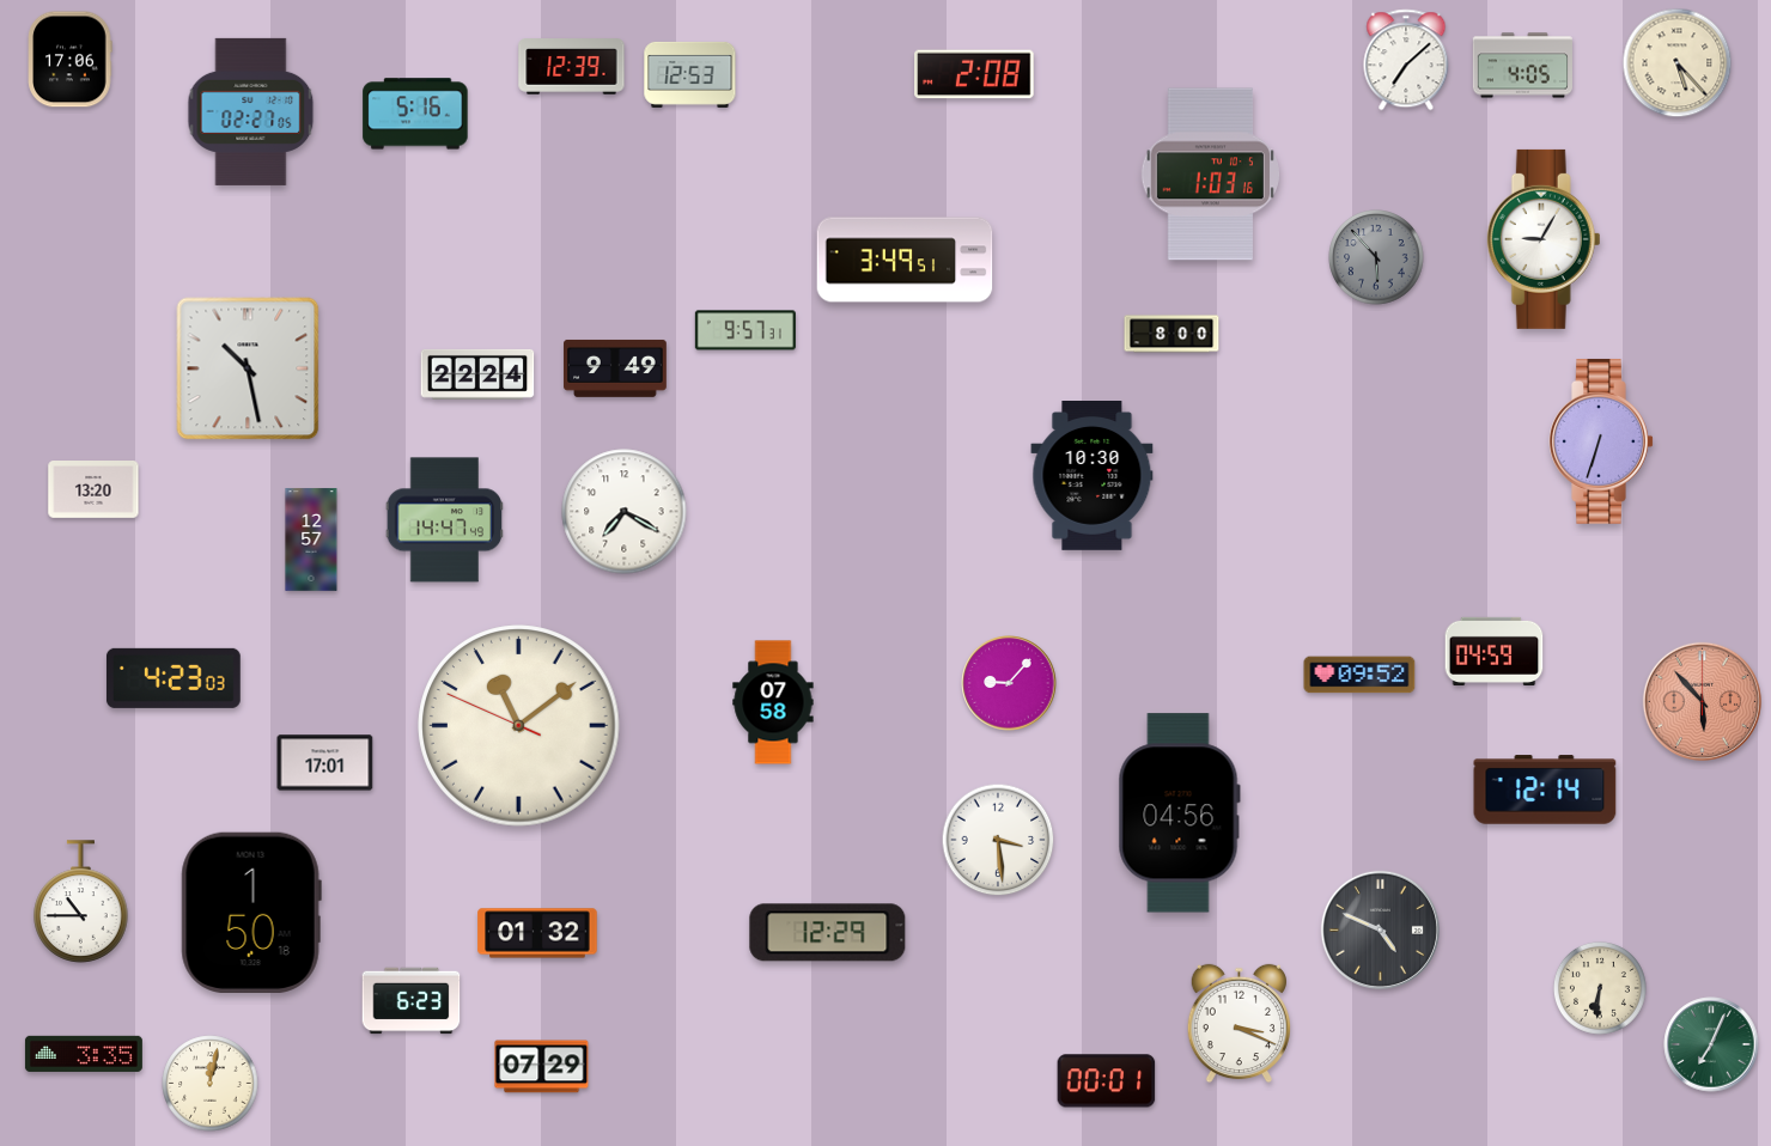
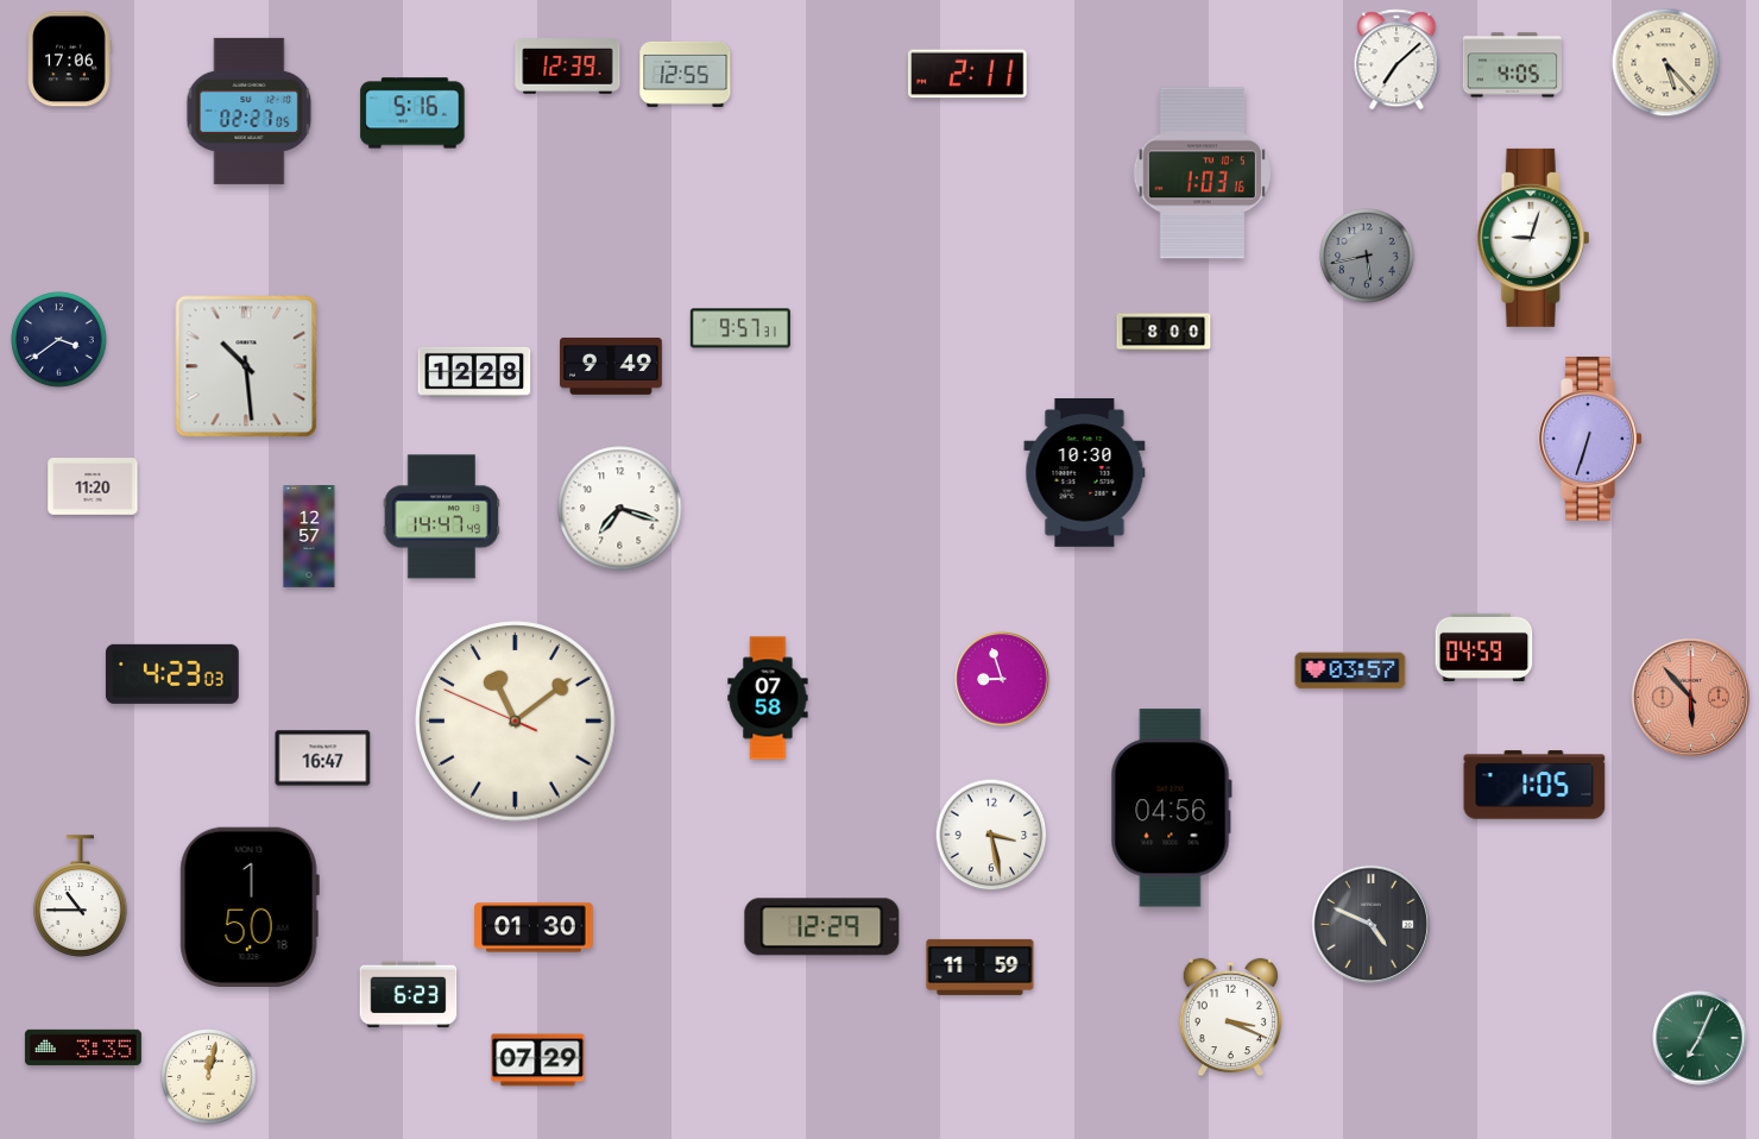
clock at (690, 74): 12:53 -> 12:55
clock at (974, 74): 2:08 -> 2:11
clock at (1544, 239): 9:05 -> 9:03
clock at (1376, 257): 5:53 -> 5:43
clock at (905, 260): 3:49 -> none
clock at (59, 340): none -> 3:39
clock at (248, 368): 10:28 -> 10:29
clock at (477, 374): 22:24 -> 12:28
clock at (93, 490): 13:20 -> 11:20
clock at (625, 512): 7:20 -> 7:18
clock at (1359, 675): 09:52 -> 03:57
clock at (1009, 683): 9:07 -> 8:57
clock at (325, 763): 17:01 -> 16:47
clock at (1545, 790): 12:14 -> 1:05
clock at (998, 840): 3:29 -> 3:28
clock at (537, 933): 01:32 -> 01:30
clock at (981, 967): none -> 11:59
clock at (1600, 988): 6:31 -> none
clock at (1107, 1081): 00:01 -> none
